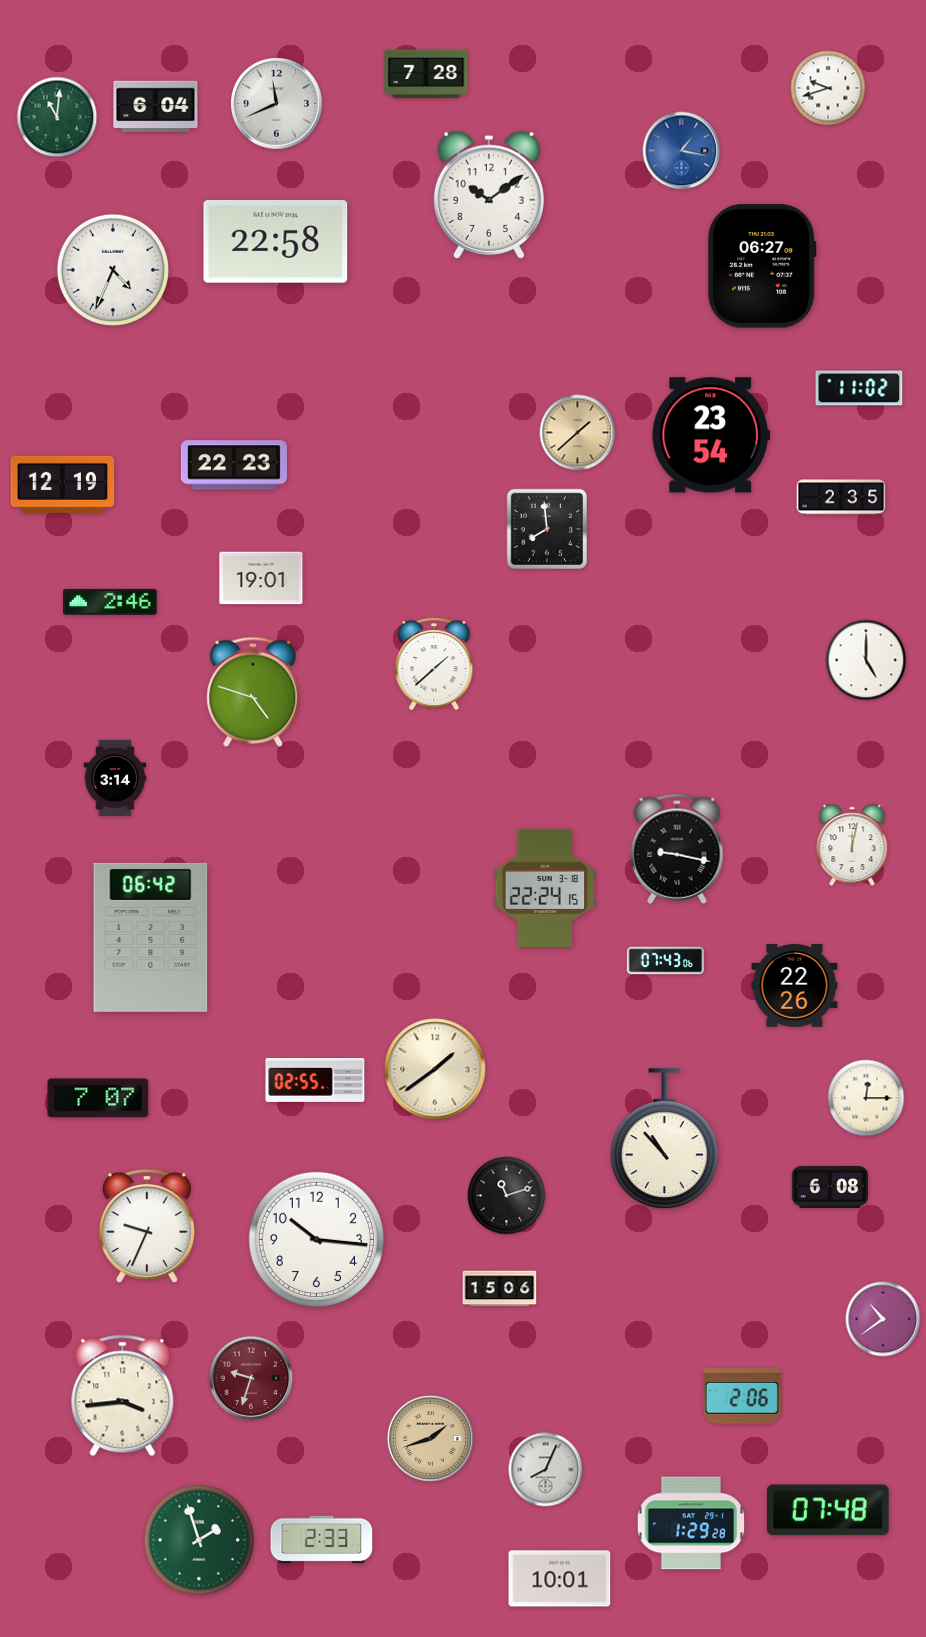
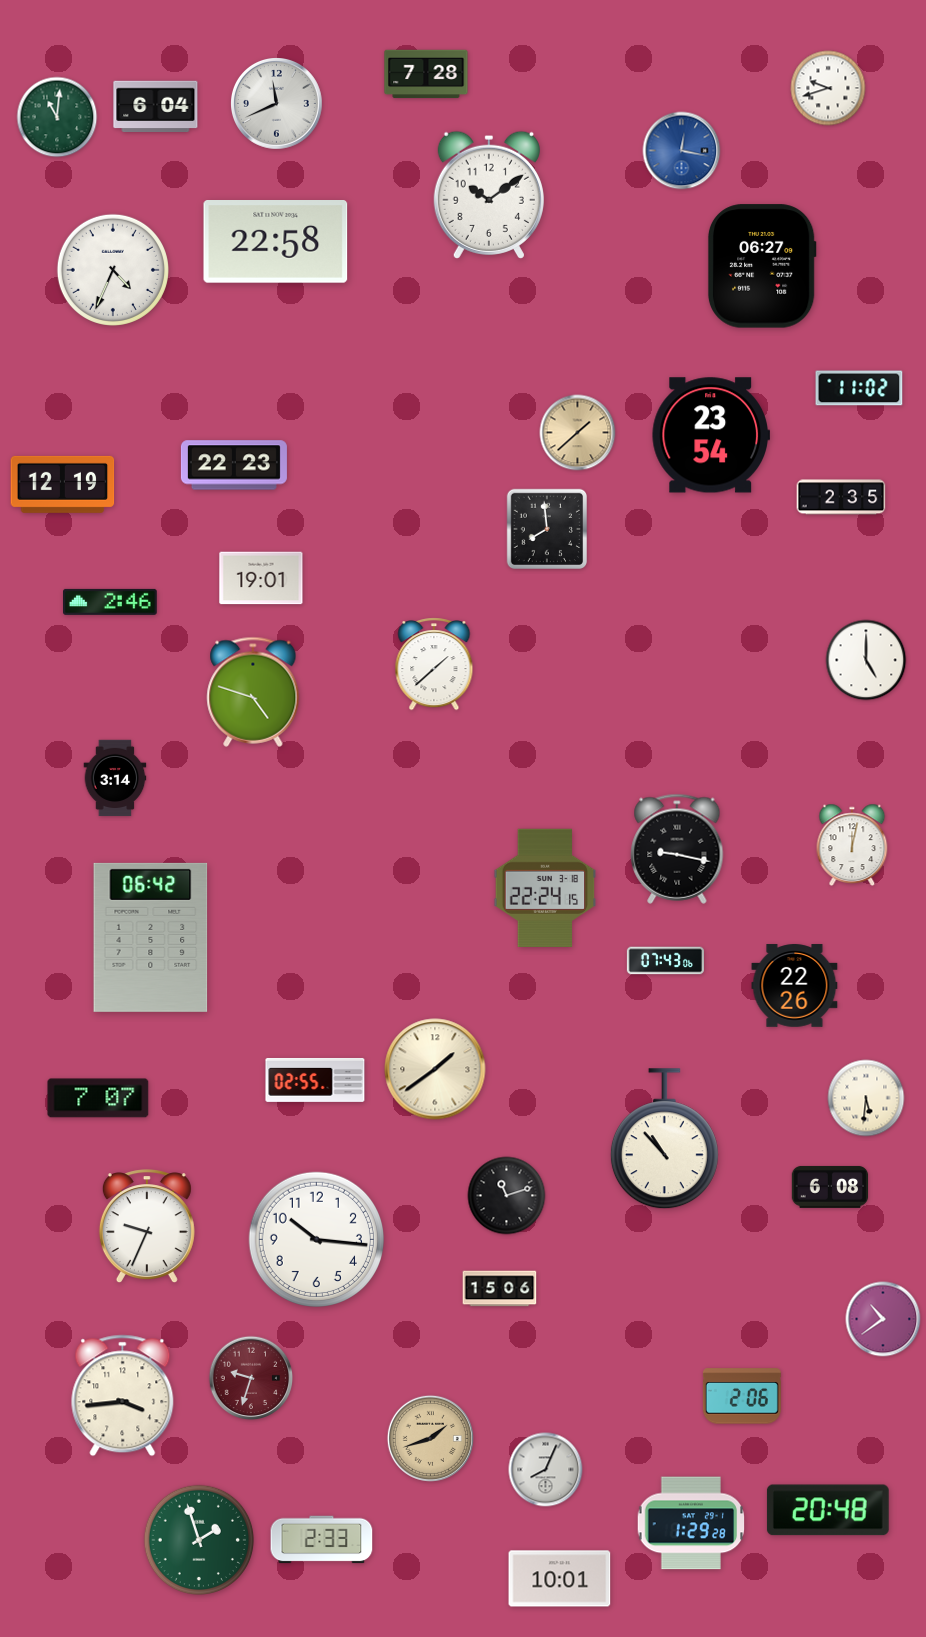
clock at (682, 151): 1:17 -> 12:17
clock at (866, 1098): 12:15 -> 5:31
clock at (828, 1510): 07:48 -> 20:48
